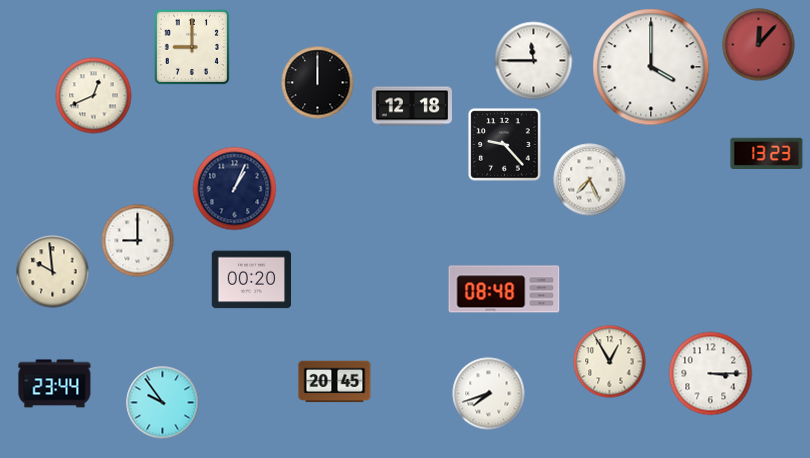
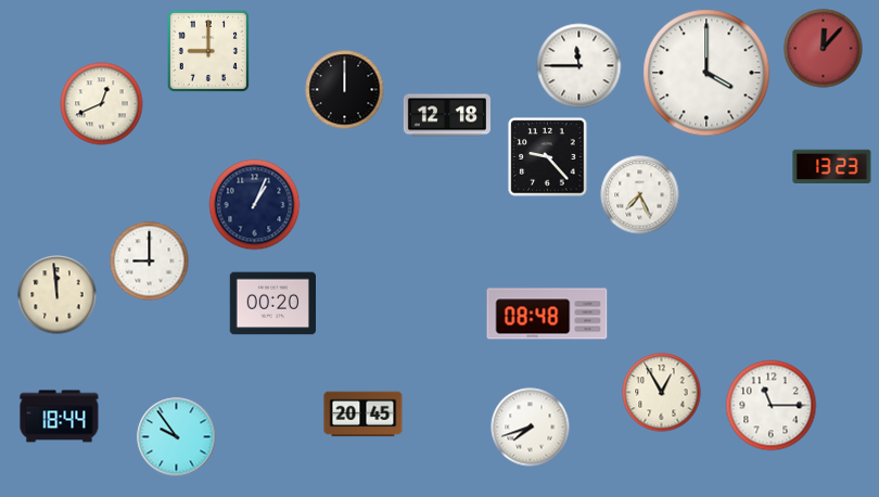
clock at (53, 272): 9:59 -> 11:59
clock at (711, 374): 3:15 -> 11:15
clock at (55, 384): 23:44 -> 18:44
